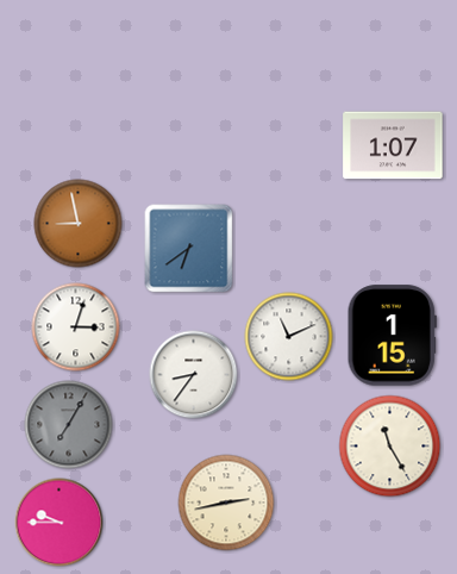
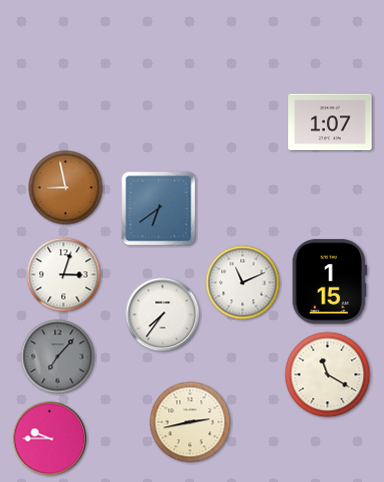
clock at (194, 375): 8:36 -> 7:36
clock at (69, 425): 7:05 -> 7:07
clock at (390, 447): 11:25 -> 11:20
